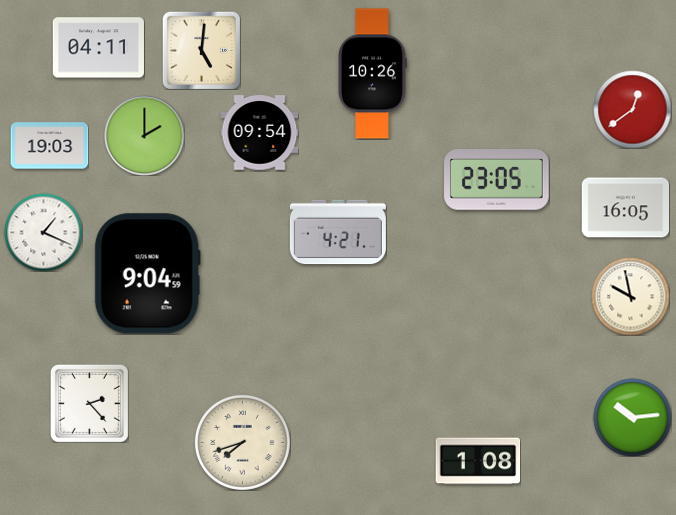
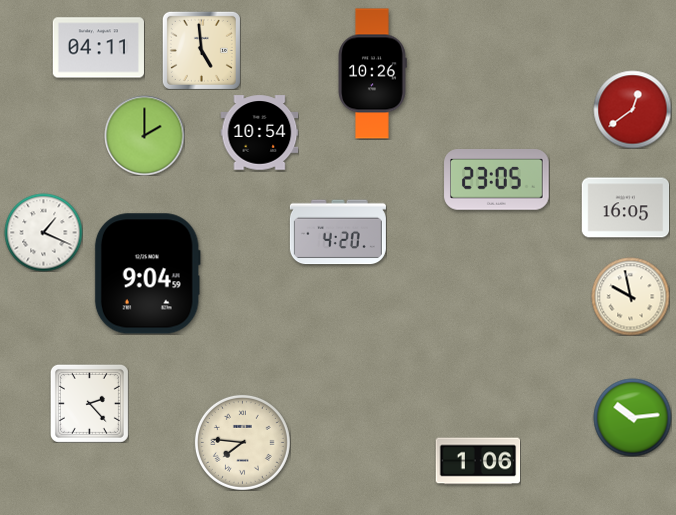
clock at (201, 50): 5:01 -> 4:59
clock at (259, 133): 09:54 -> 10:54
clock at (49, 146): 19:03 -> none
clock at (338, 232): 4:21 -> 4:20
clock at (242, 442): 7:42 -> 7:46
clock at (478, 461): 1:08 -> 1:06
